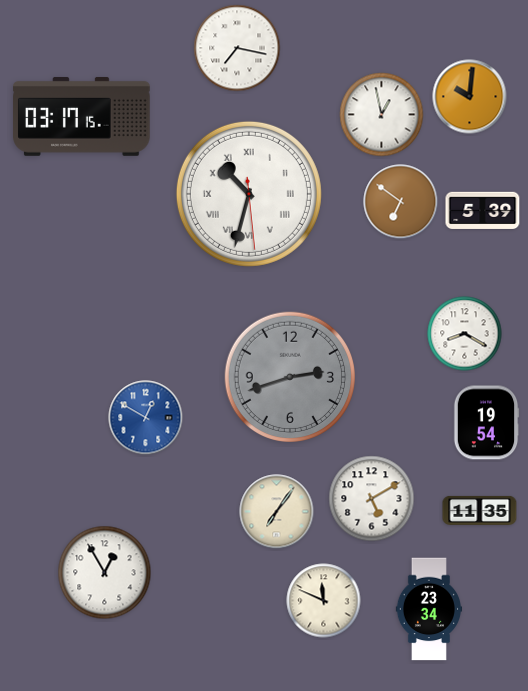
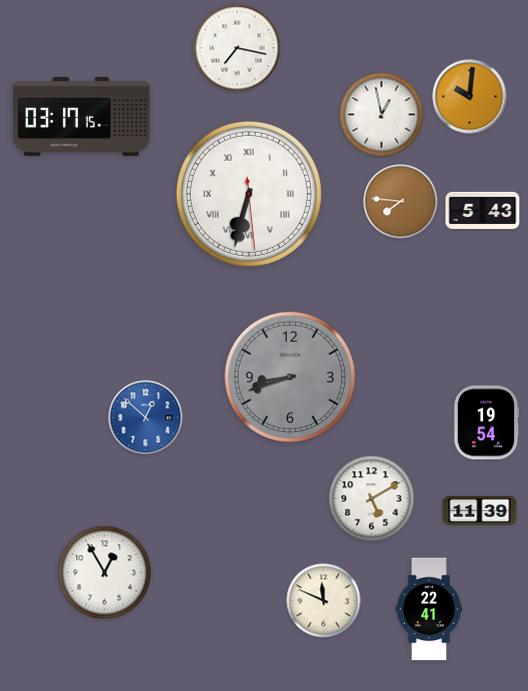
clock at (249, 194): 10:32 -> 6:32
clock at (401, 202): 6:51 -> 7:46
clock at (483, 211): 5:39 -> 5:43
clock at (465, 334): 8:20 -> none
clock at (289, 376): 2:42 -> 8:42
clock at (146, 418): 12:50 -> 12:52
clock at (480, 510): 11:35 -> 11:39
clock at (277, 512): 7:06 -> none
clock at (428, 609): 23:34 -> 22:41
